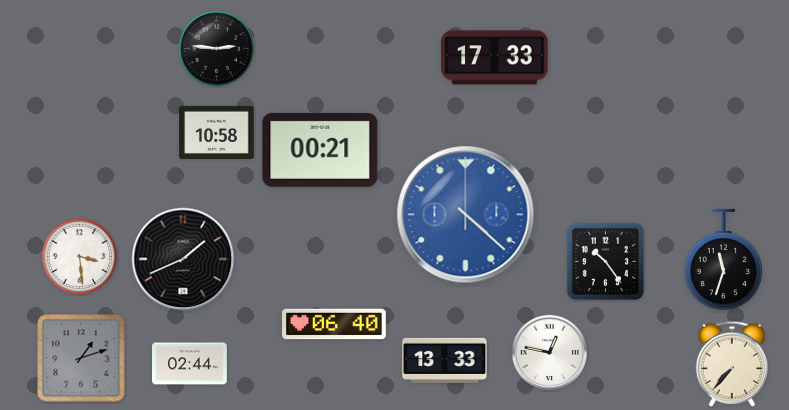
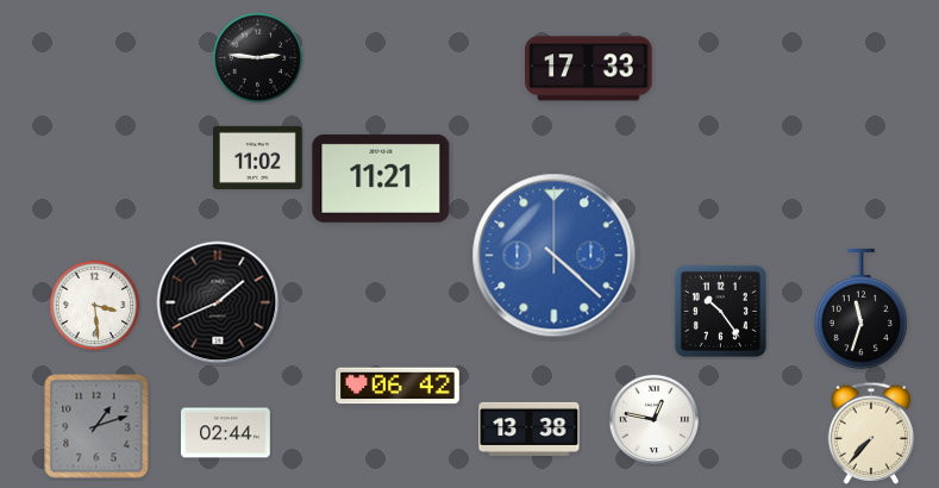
clock at (217, 132): 10:58 -> 11:02
clock at (320, 150): 00:21 -> 11:21
clock at (183, 259) position: (183, 259) -> (218, 302)
clock at (335, 324): 06:40 -> 06:42
clock at (445, 360): 13:33 -> 13:38
